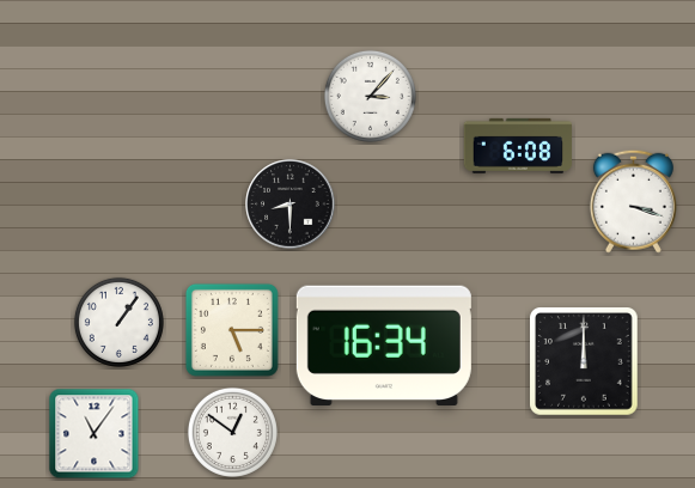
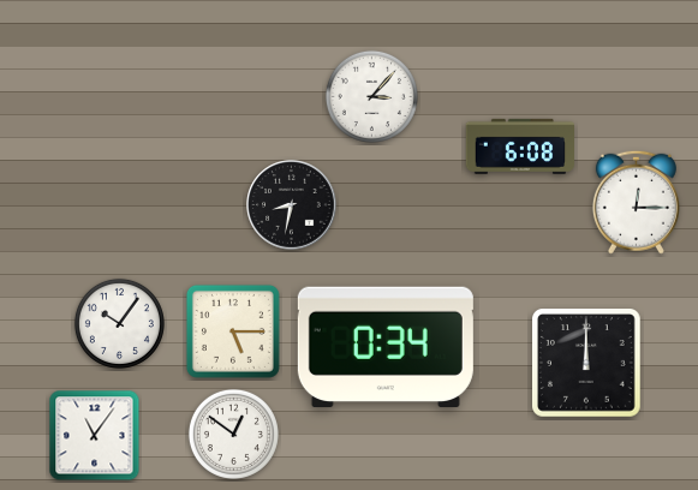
clock at (633, 201): 3:18 -> 12:15
clock at (291, 205): 8:30 -> 8:32
clock at (118, 322): 1:06 -> 10:06
clock at (384, 344): 16:34 -> 0:34
